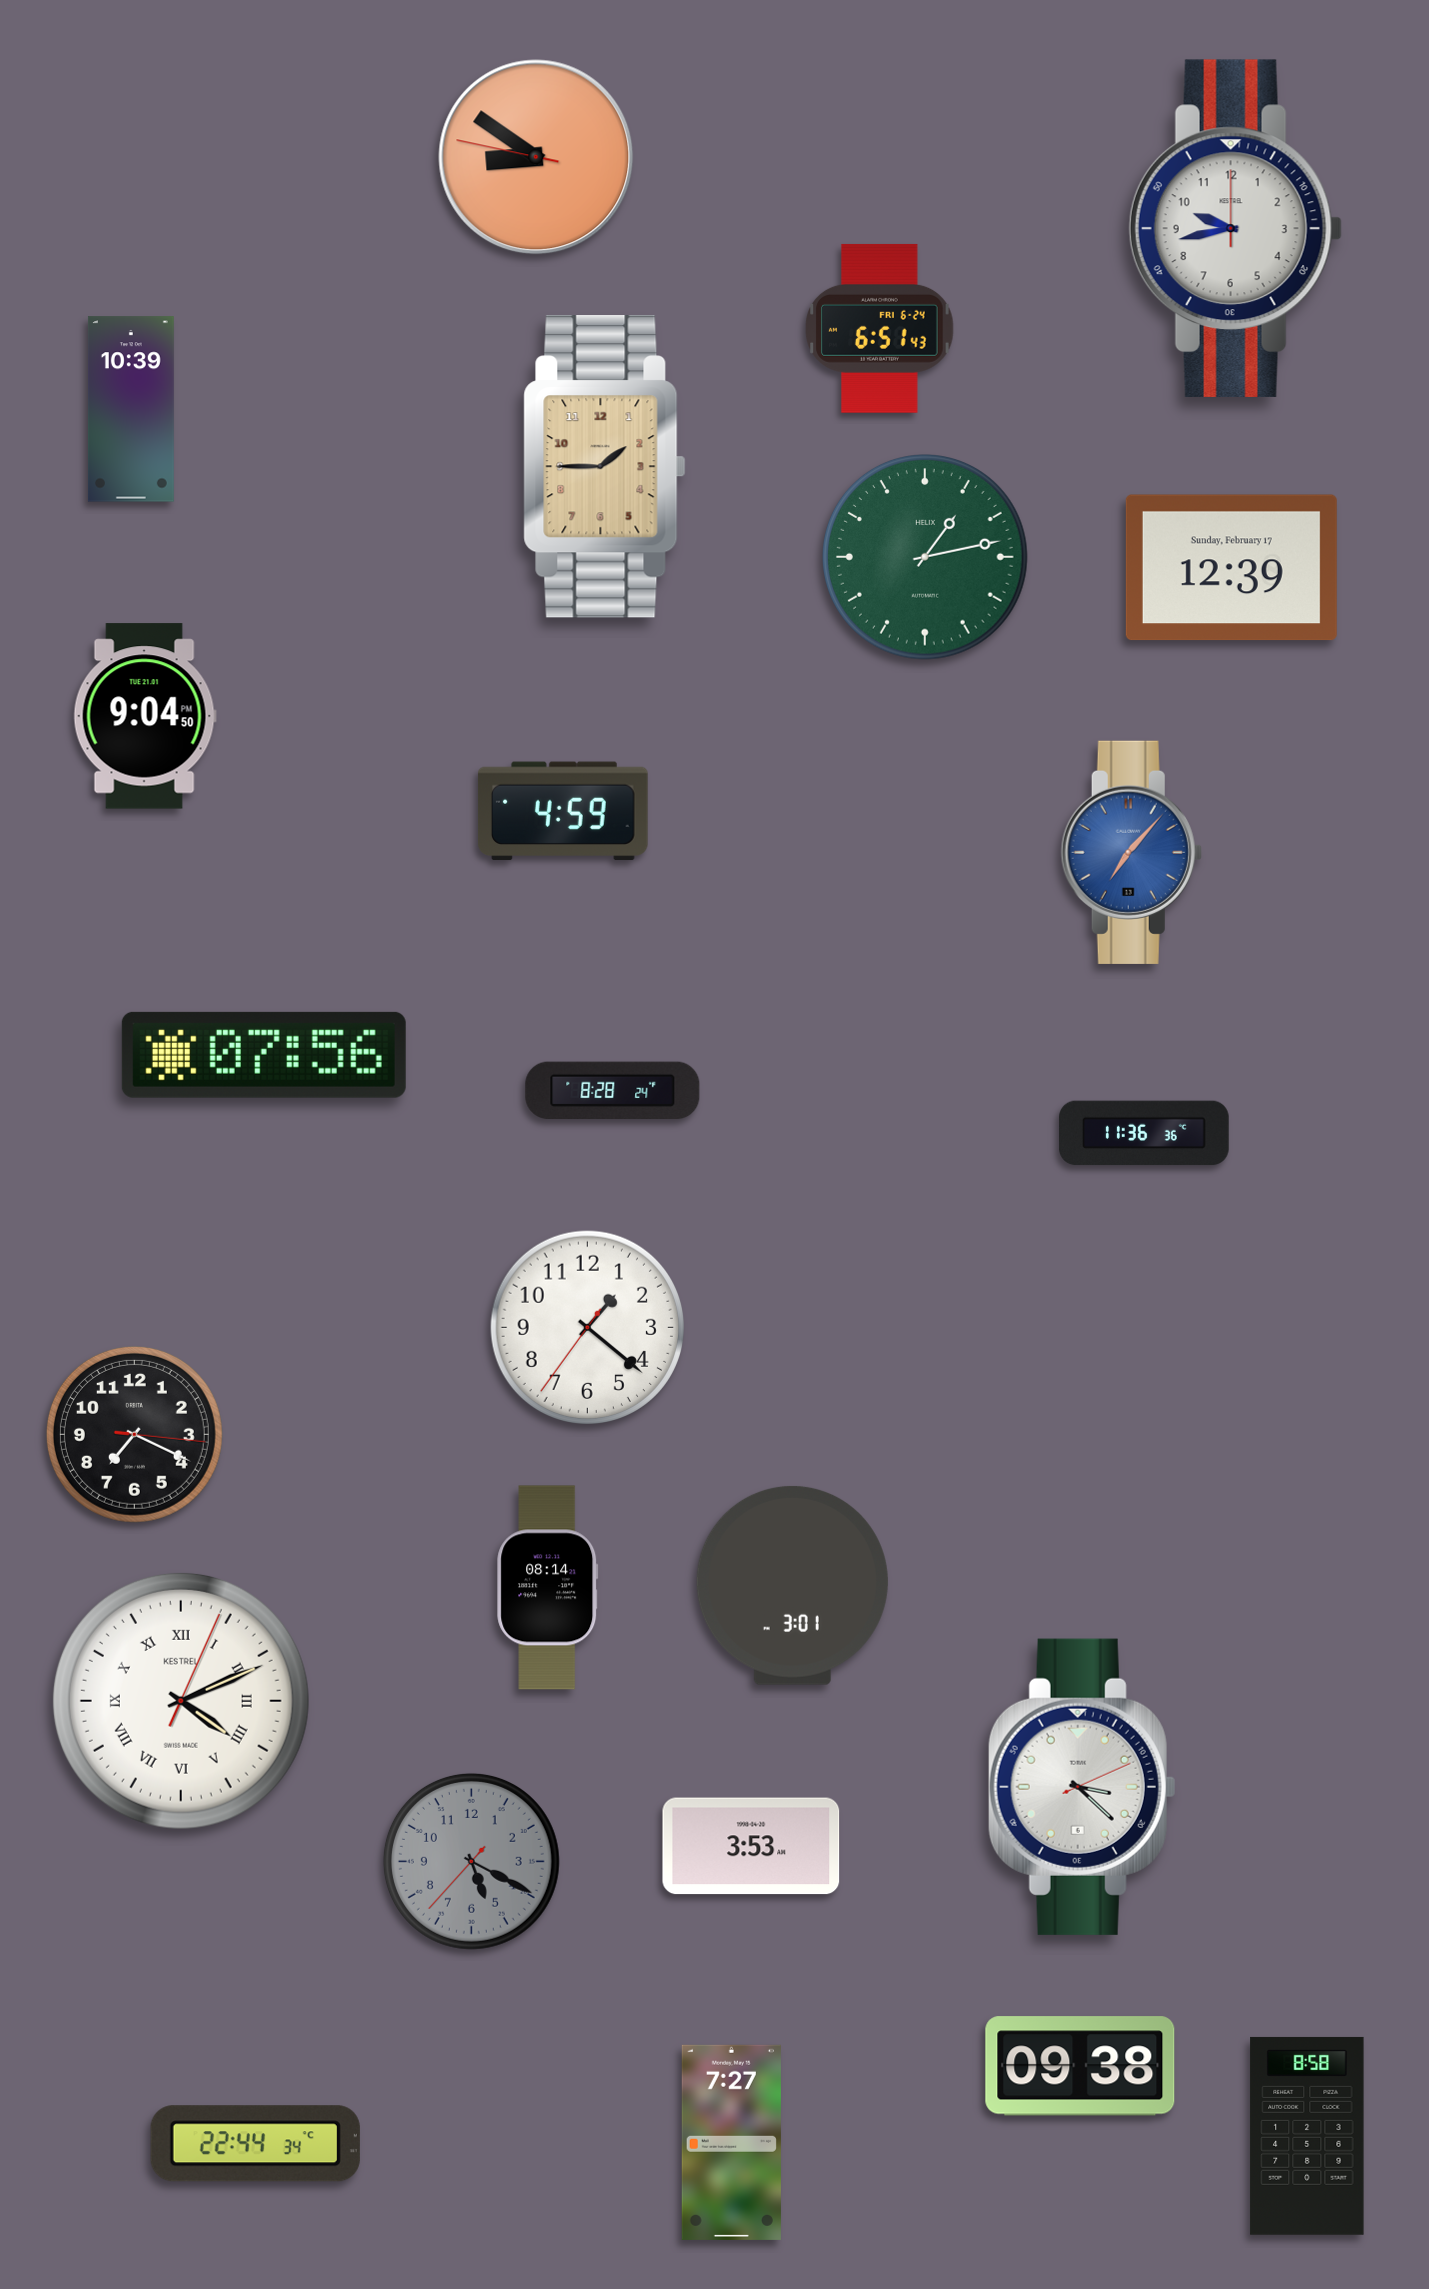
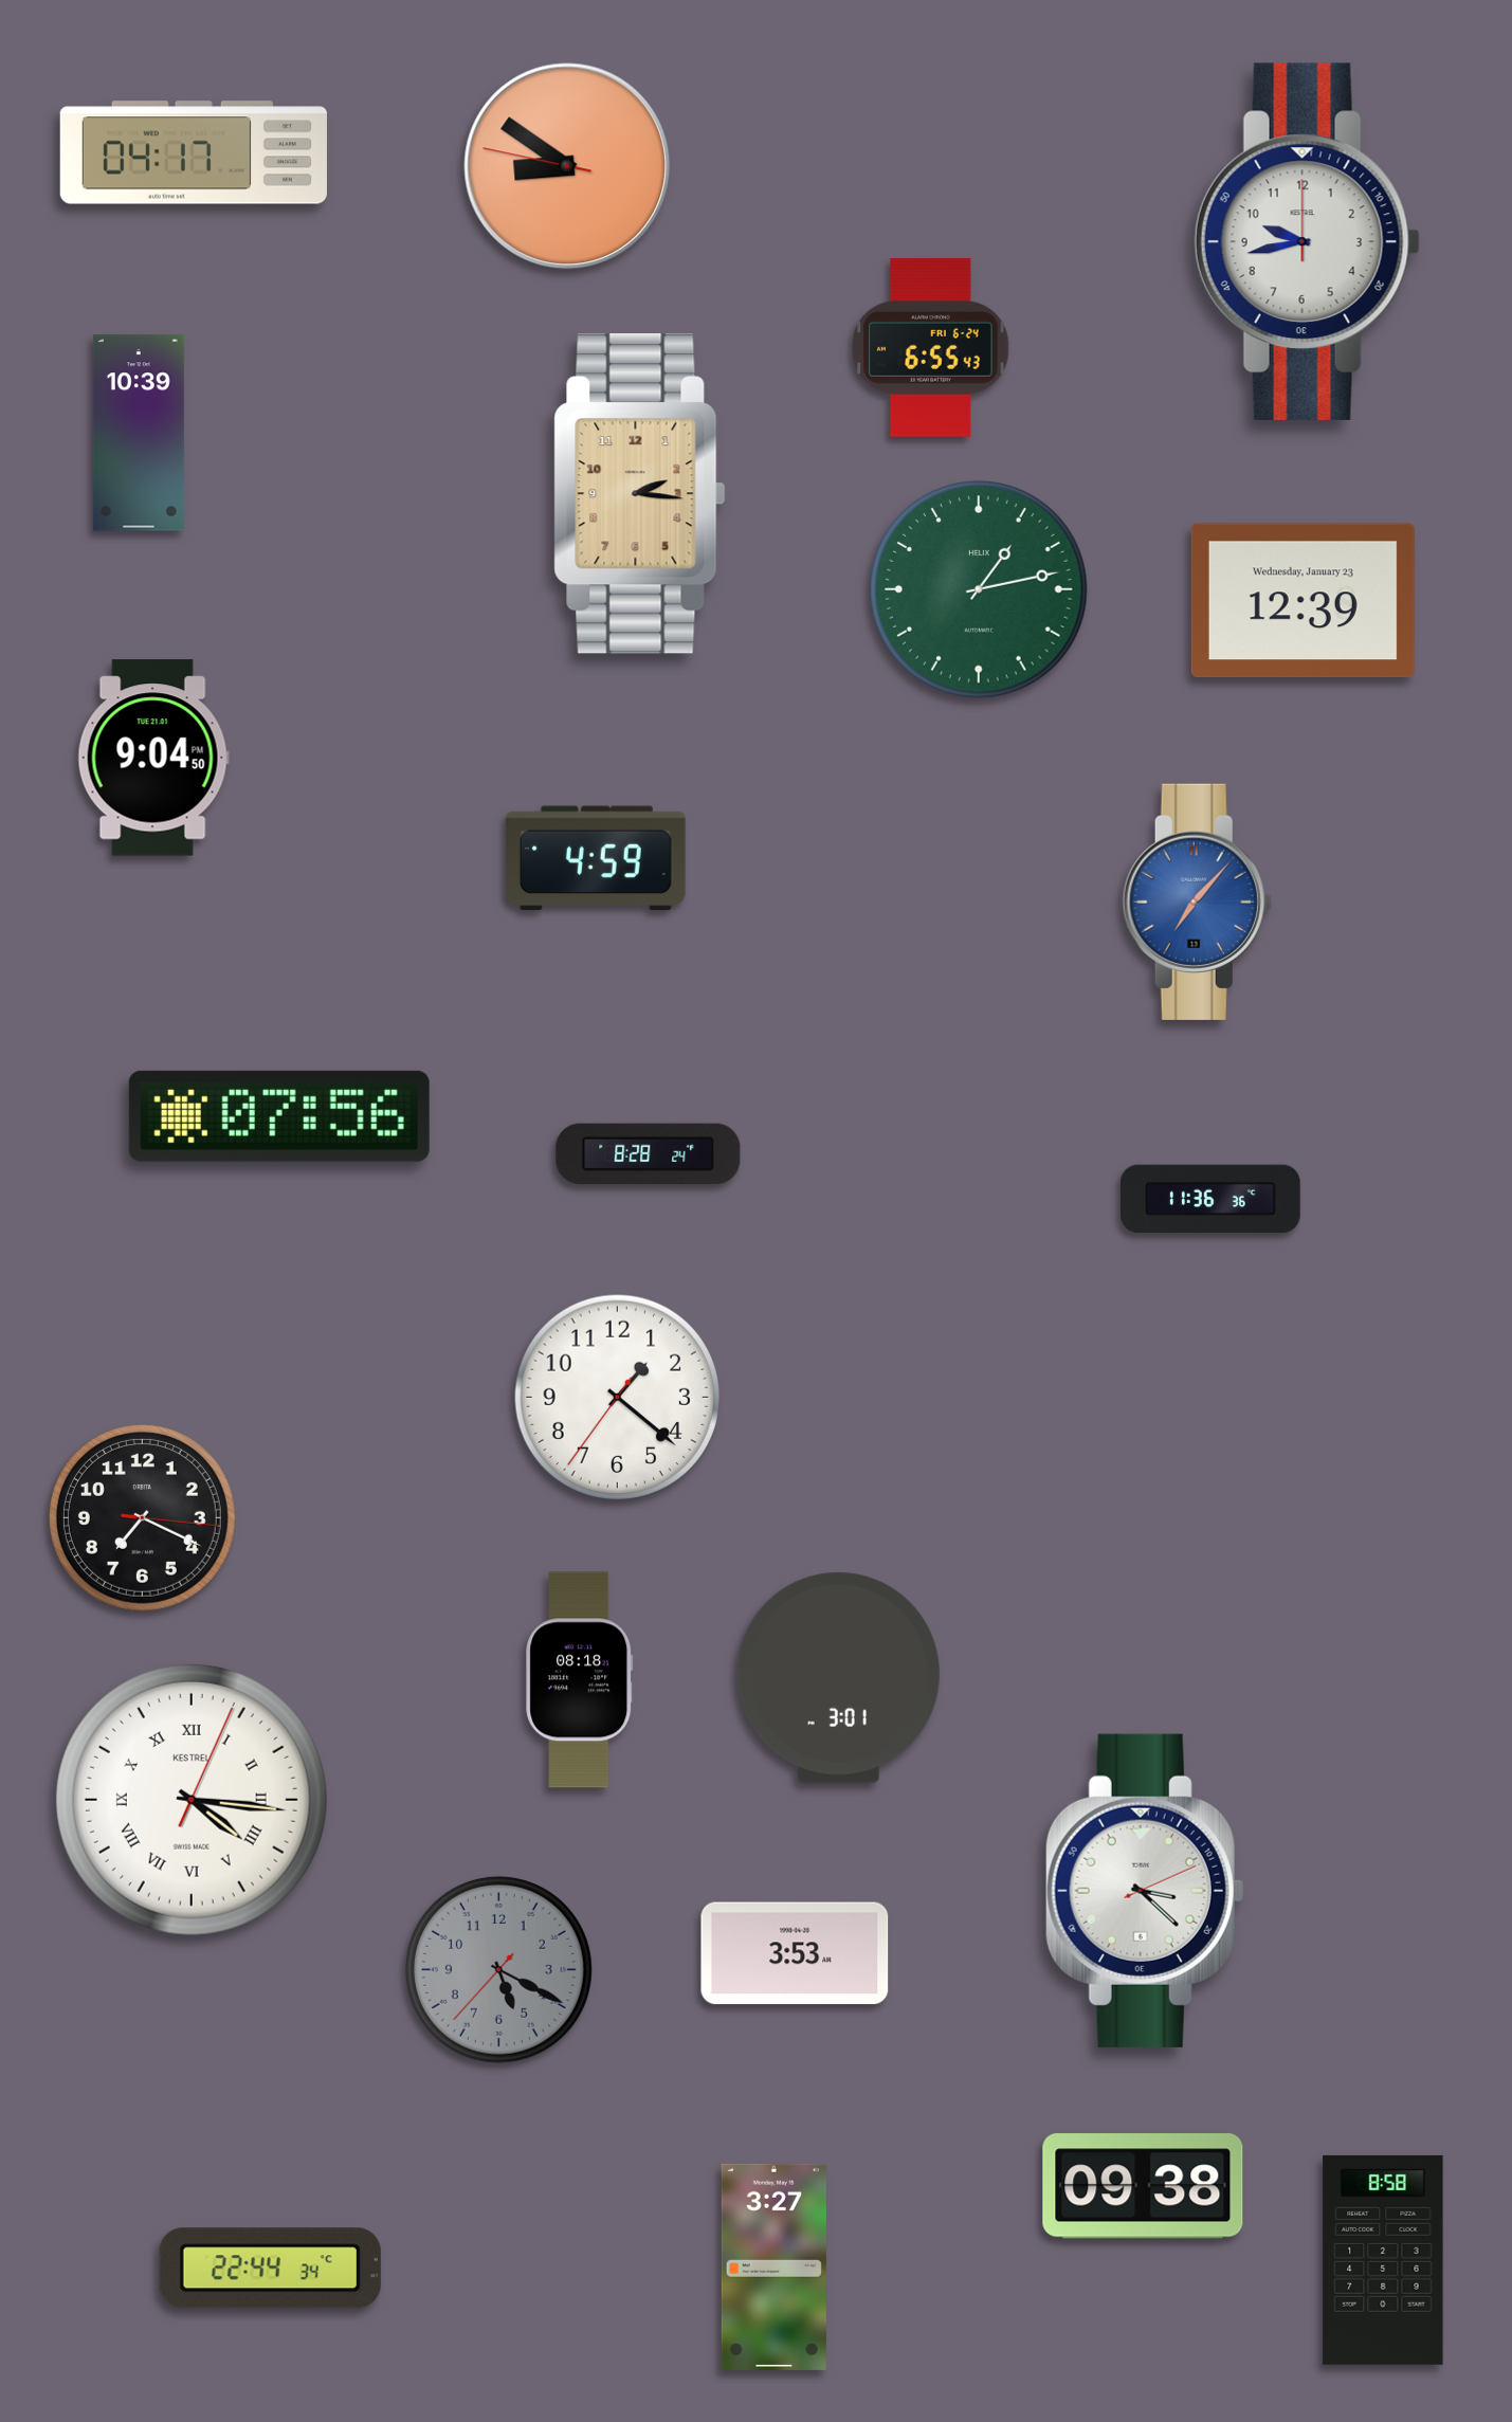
clock at (193, 152): none -> 04:17
clock at (880, 328): 6:51 -> 6:55
clock at (605, 467): 1:45 -> 2:16
clock at (1231, 568) date: Sunday, February 17 -> Wednesday, January 23
clock at (587, 1327) position: (587, 1327) -> (617, 1397)
clock at (548, 1588): 08:14 -> 08:18
clock at (181, 1701): 4:11 -> 4:16
clock at (731, 2142): 7:27 -> 3:27
